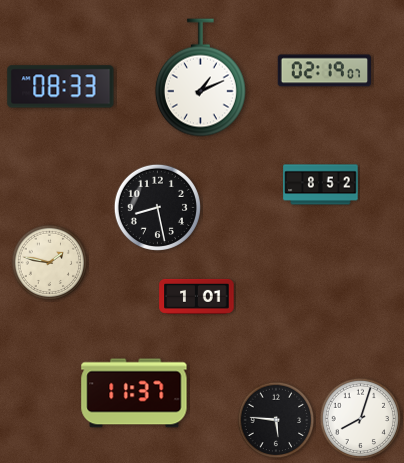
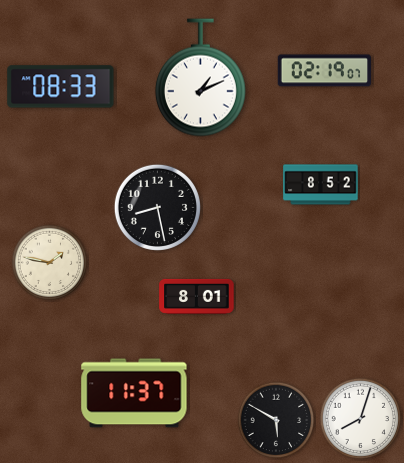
clock at (197, 296): 1:01 -> 8:01
clock at (276, 420): 5:46 -> 5:50
